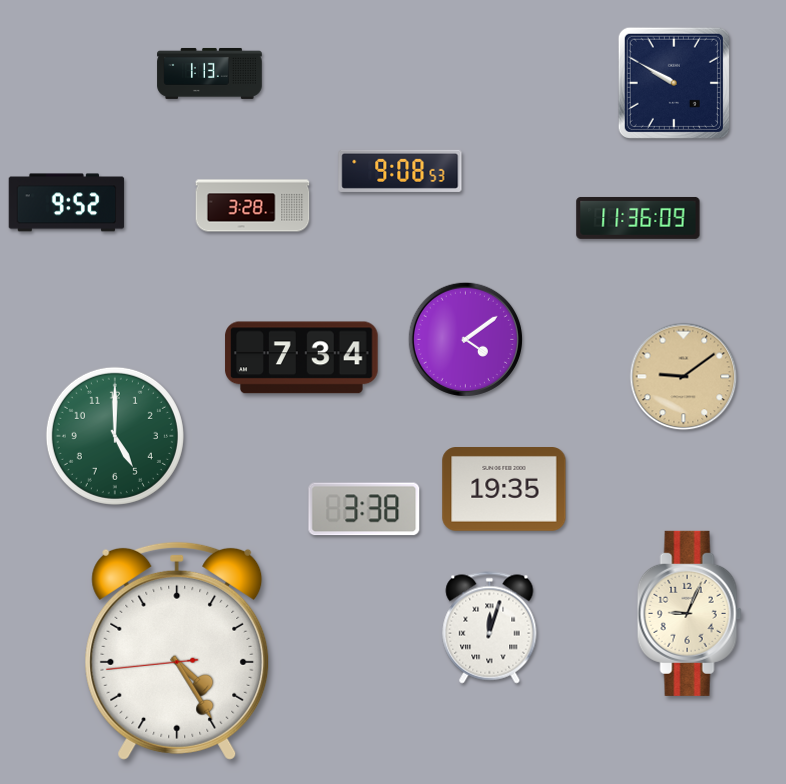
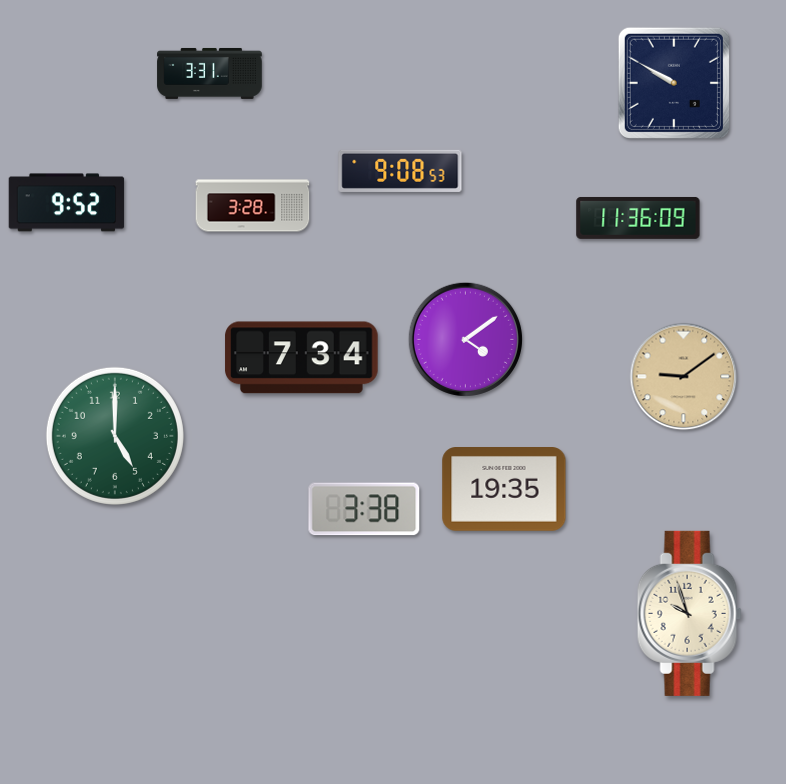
clock at (210, 73): 1:13 -> 3:31
clock at (689, 613): 9:04 -> 9:57
clock at (490, 628): 12:03 -> none
clock at (177, 651): 4:24 -> none
